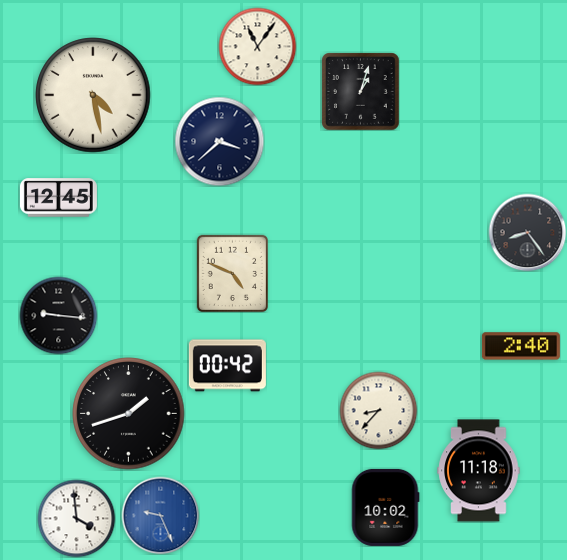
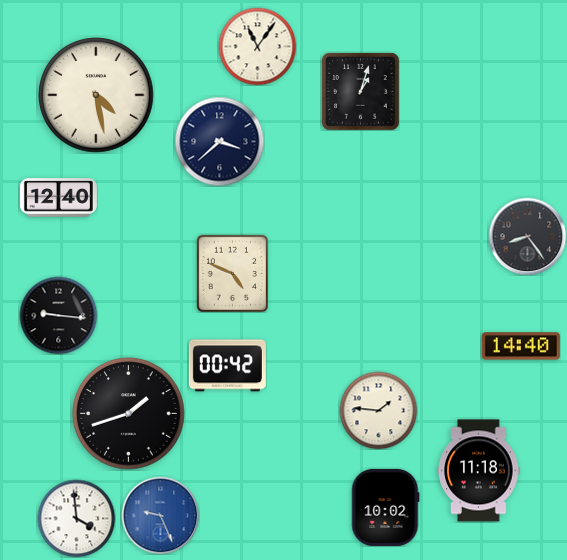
clock at (93, 95) position: (93, 95) -> (96, 95)
clock at (58, 198): 12:45 -> 12:40
clock at (527, 232) position: (527, 232) -> (527, 236)
clock at (521, 346): 2:40 -> 14:40
clock at (378, 410): 8:37 -> 1:46
